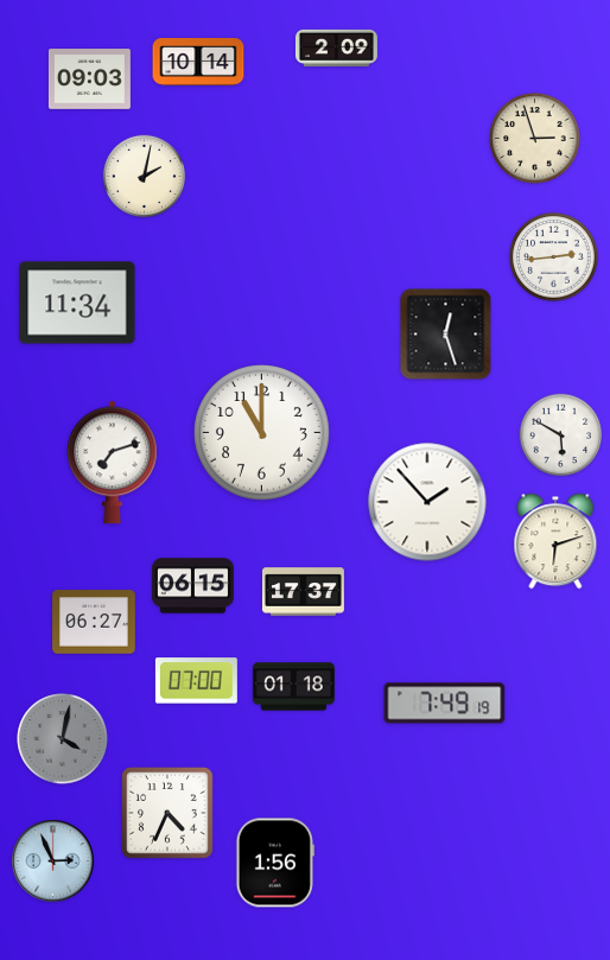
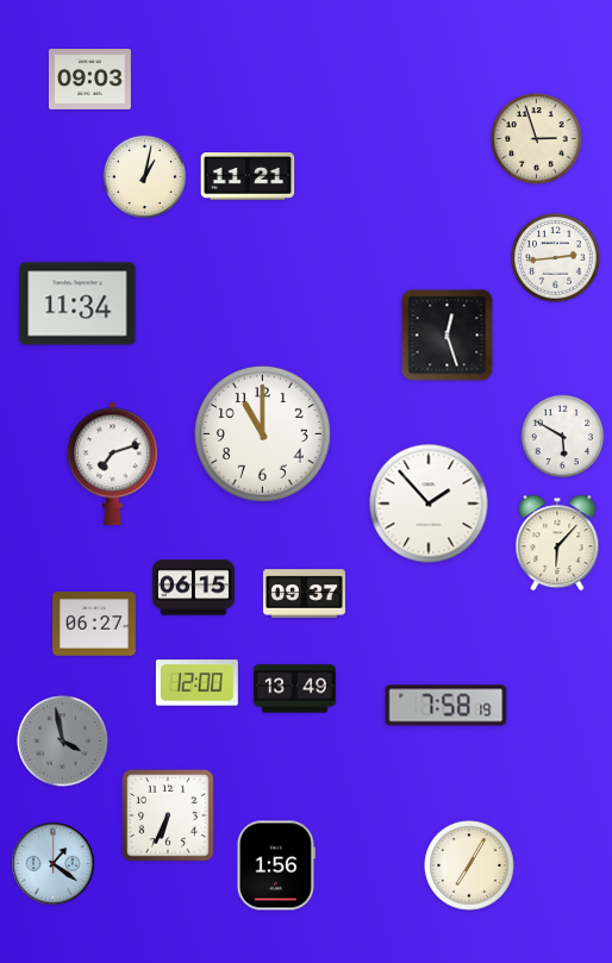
clock at (336, 47): 2:09 -> none
clock at (198, 62): 10:14 -> none
clock at (145, 177): 2:02 -> 1:02
clock at (248, 177): none -> 11:21
clock at (555, 541): 6:12 -> 6:07
clock at (303, 592): 17:37 -> 09:37
clock at (196, 681): 07:00 -> 12:00
clock at (293, 687): 01:18 -> 13:49
clock at (445, 704): 7:49 -> 7:58
clock at (63, 739): 4:02 -> 3:58
clock at (169, 814): 4:34 -> 6:34
clock at (53, 862): 2:56 -> 1:21
clock at (469, 865): none -> 7:05
